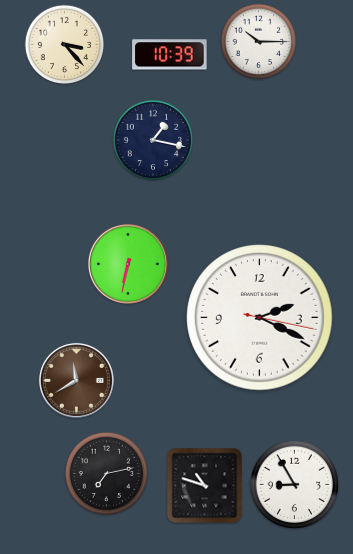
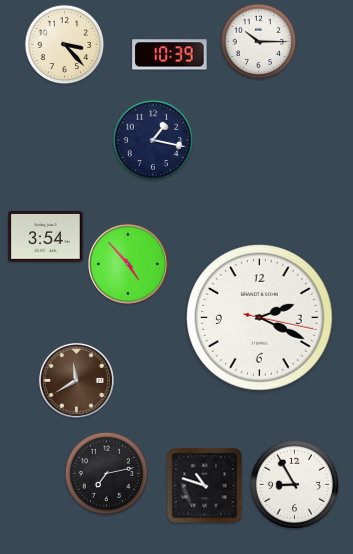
clock at (46, 236): none -> 3:54
clock at (128, 264): 6:32 -> 4:53
